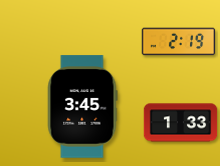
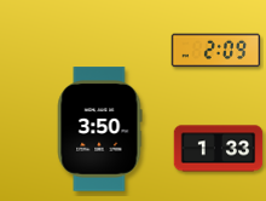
clock at (179, 42): 2:19 -> 2:09
clock at (82, 107): 3:45 -> 3:50
